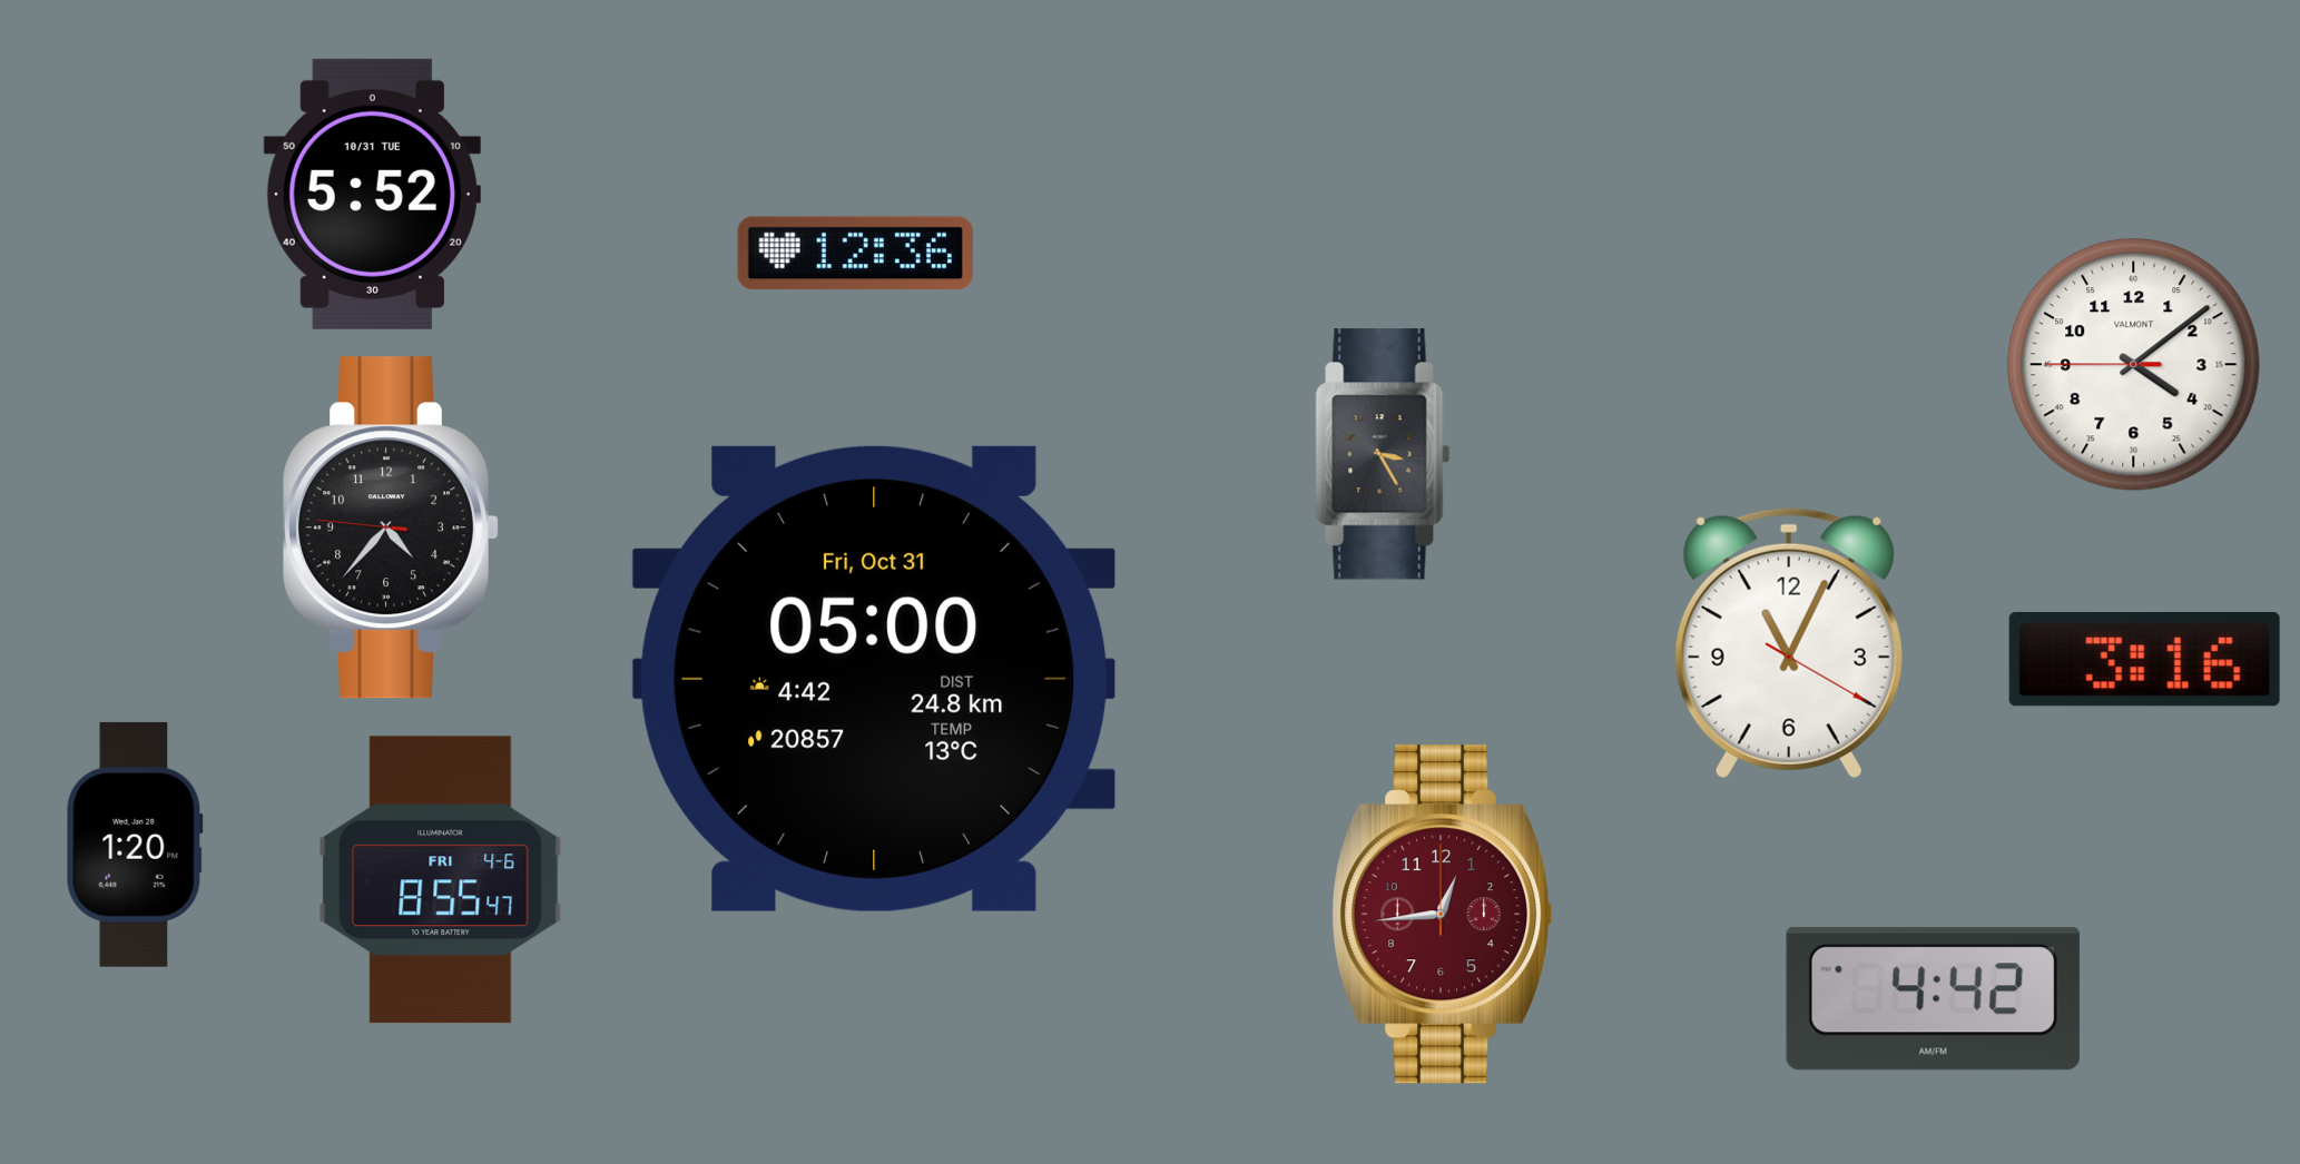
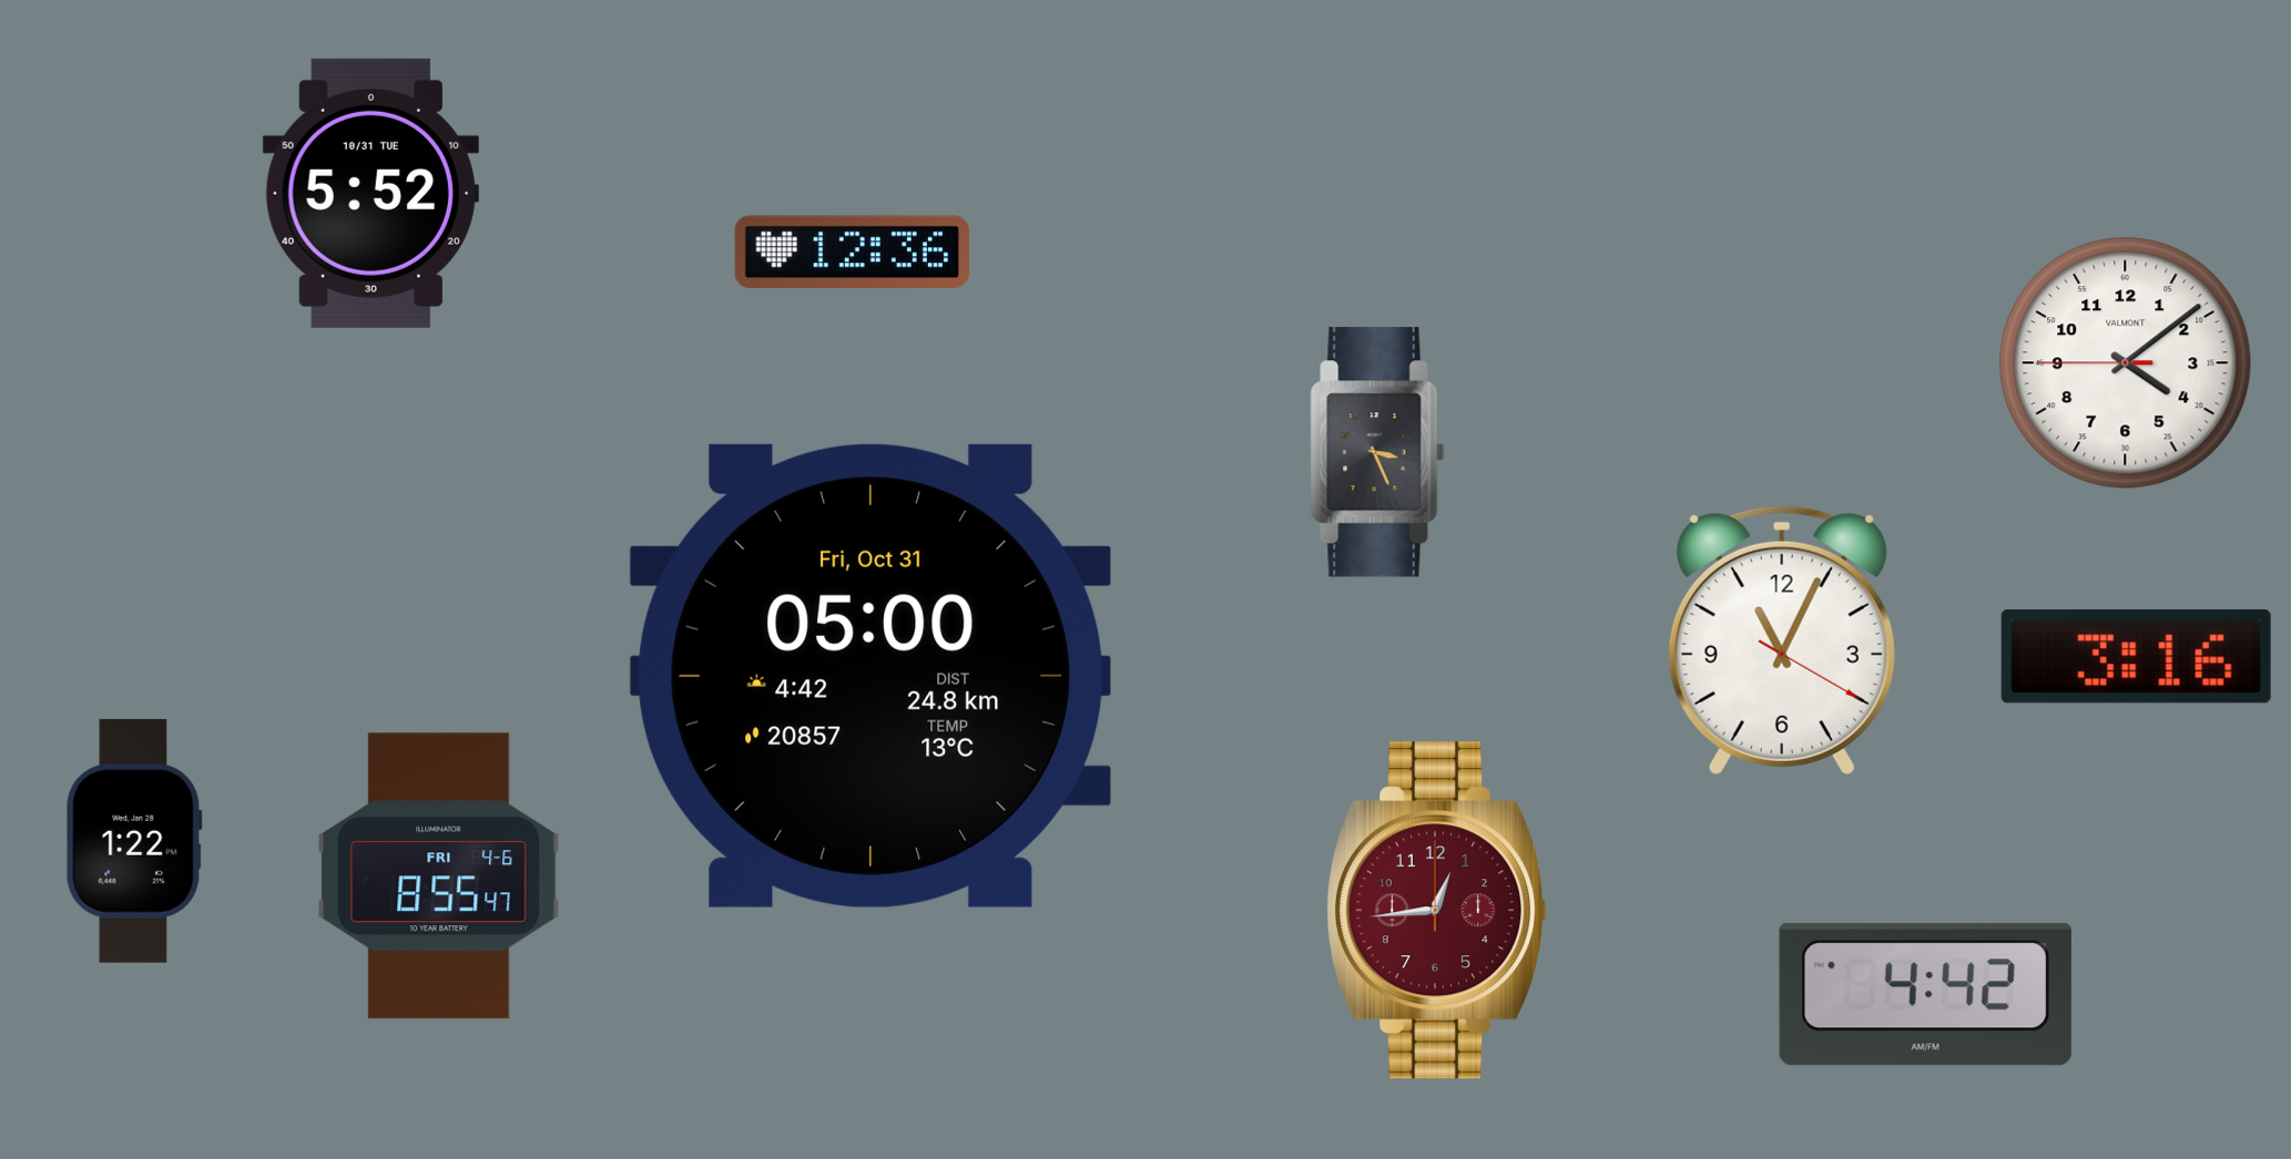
clock at (1383, 454): 3:25 -> 3:26
clock at (391, 527): 4:36 -> none
clock at (135, 845): 1:20 -> 1:22
